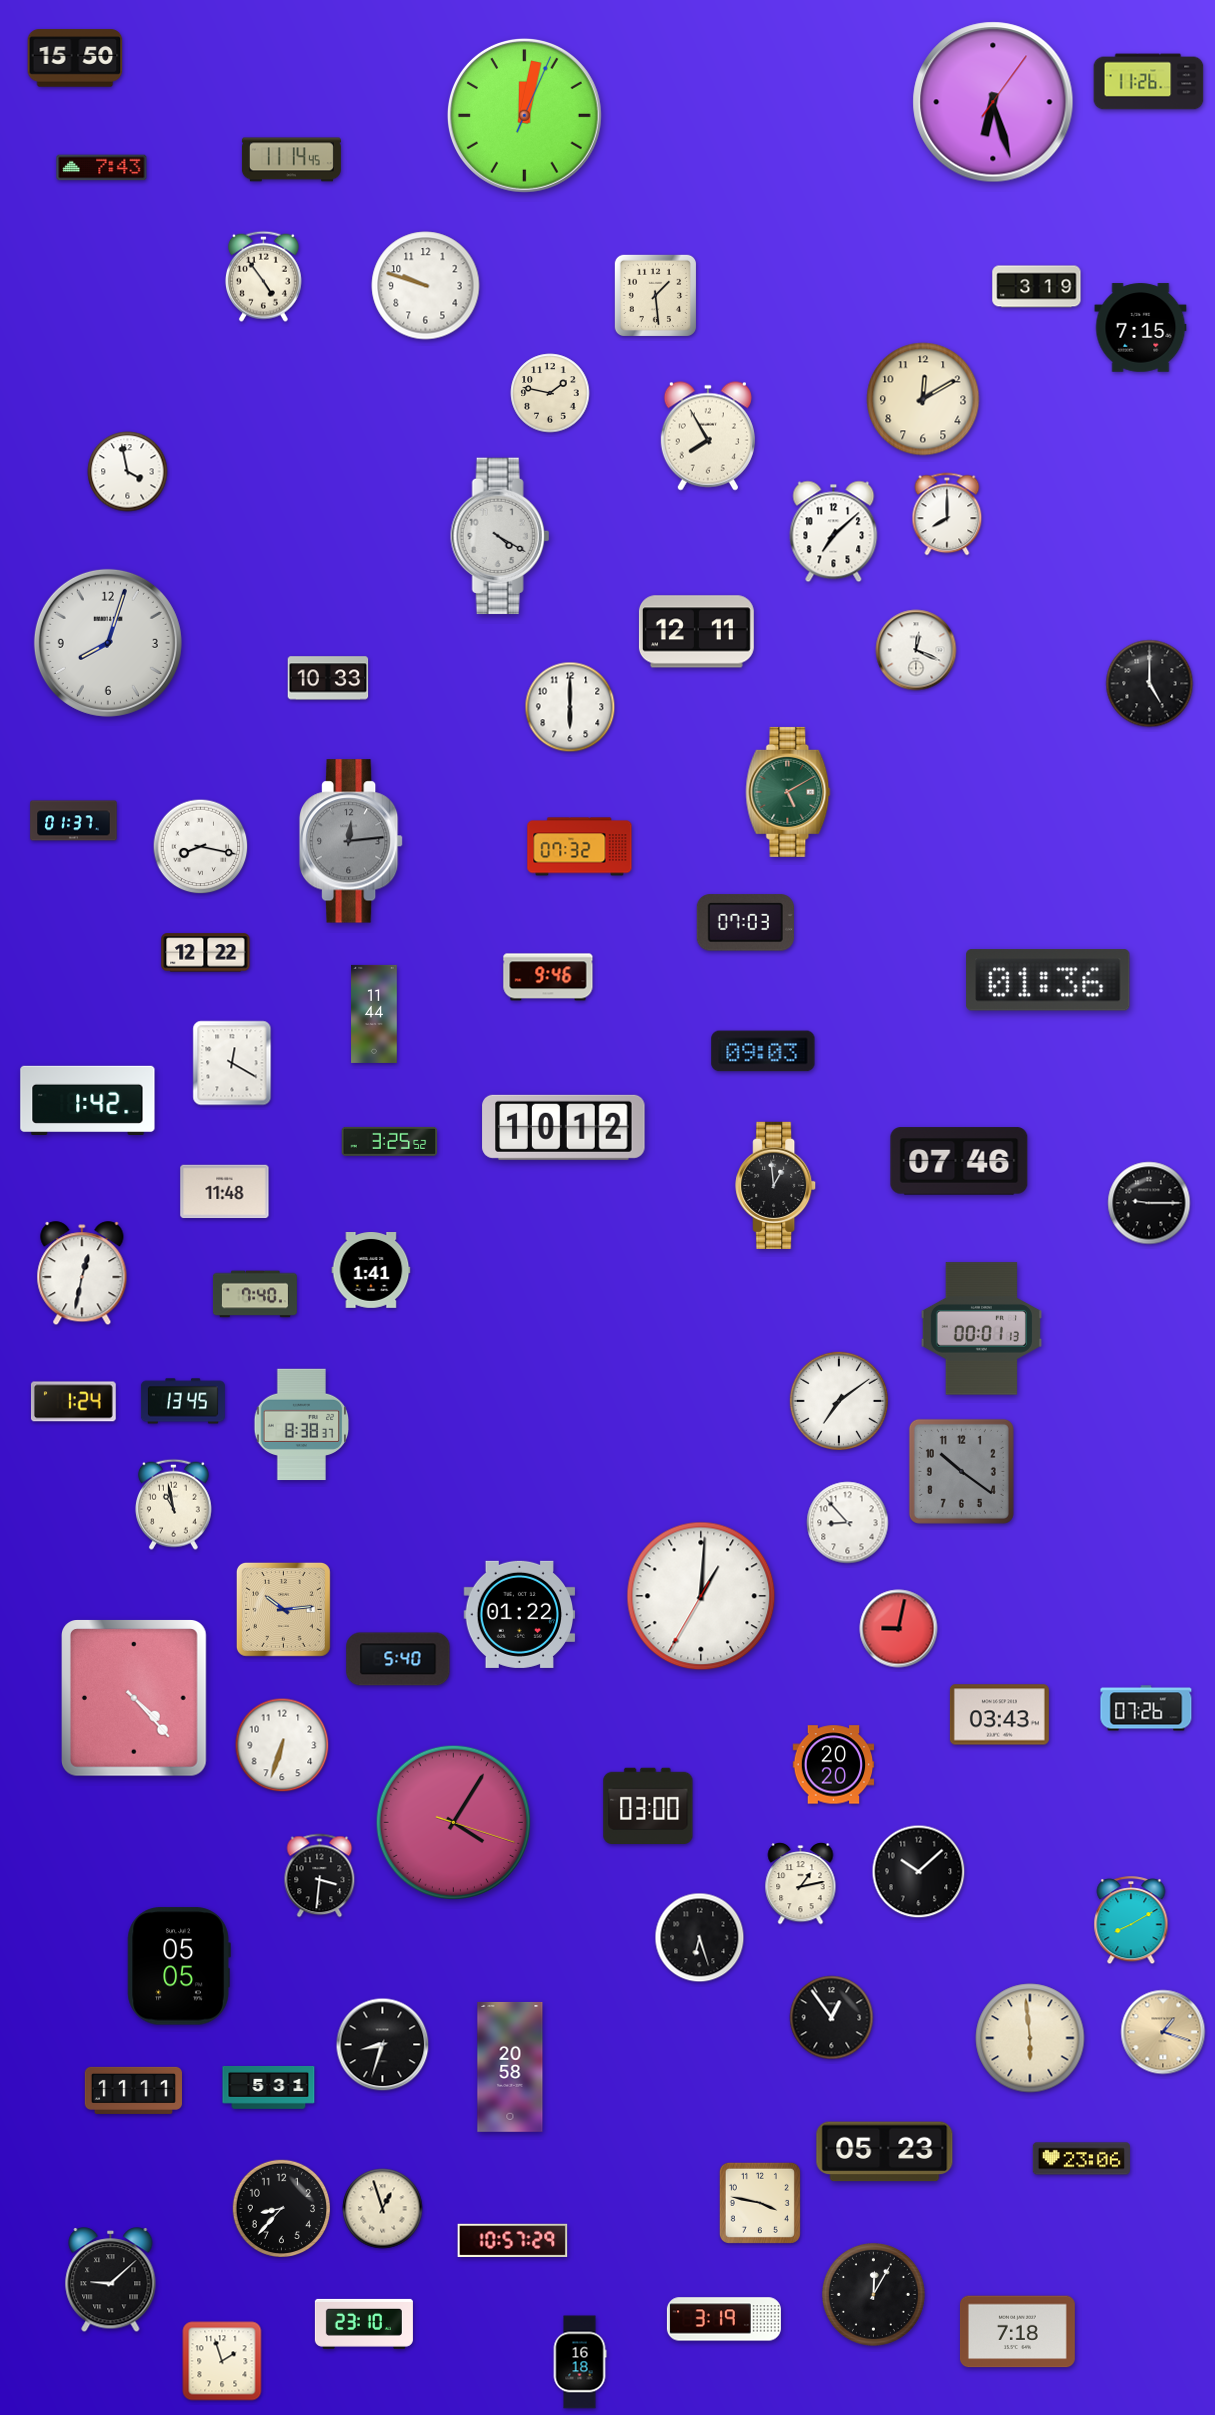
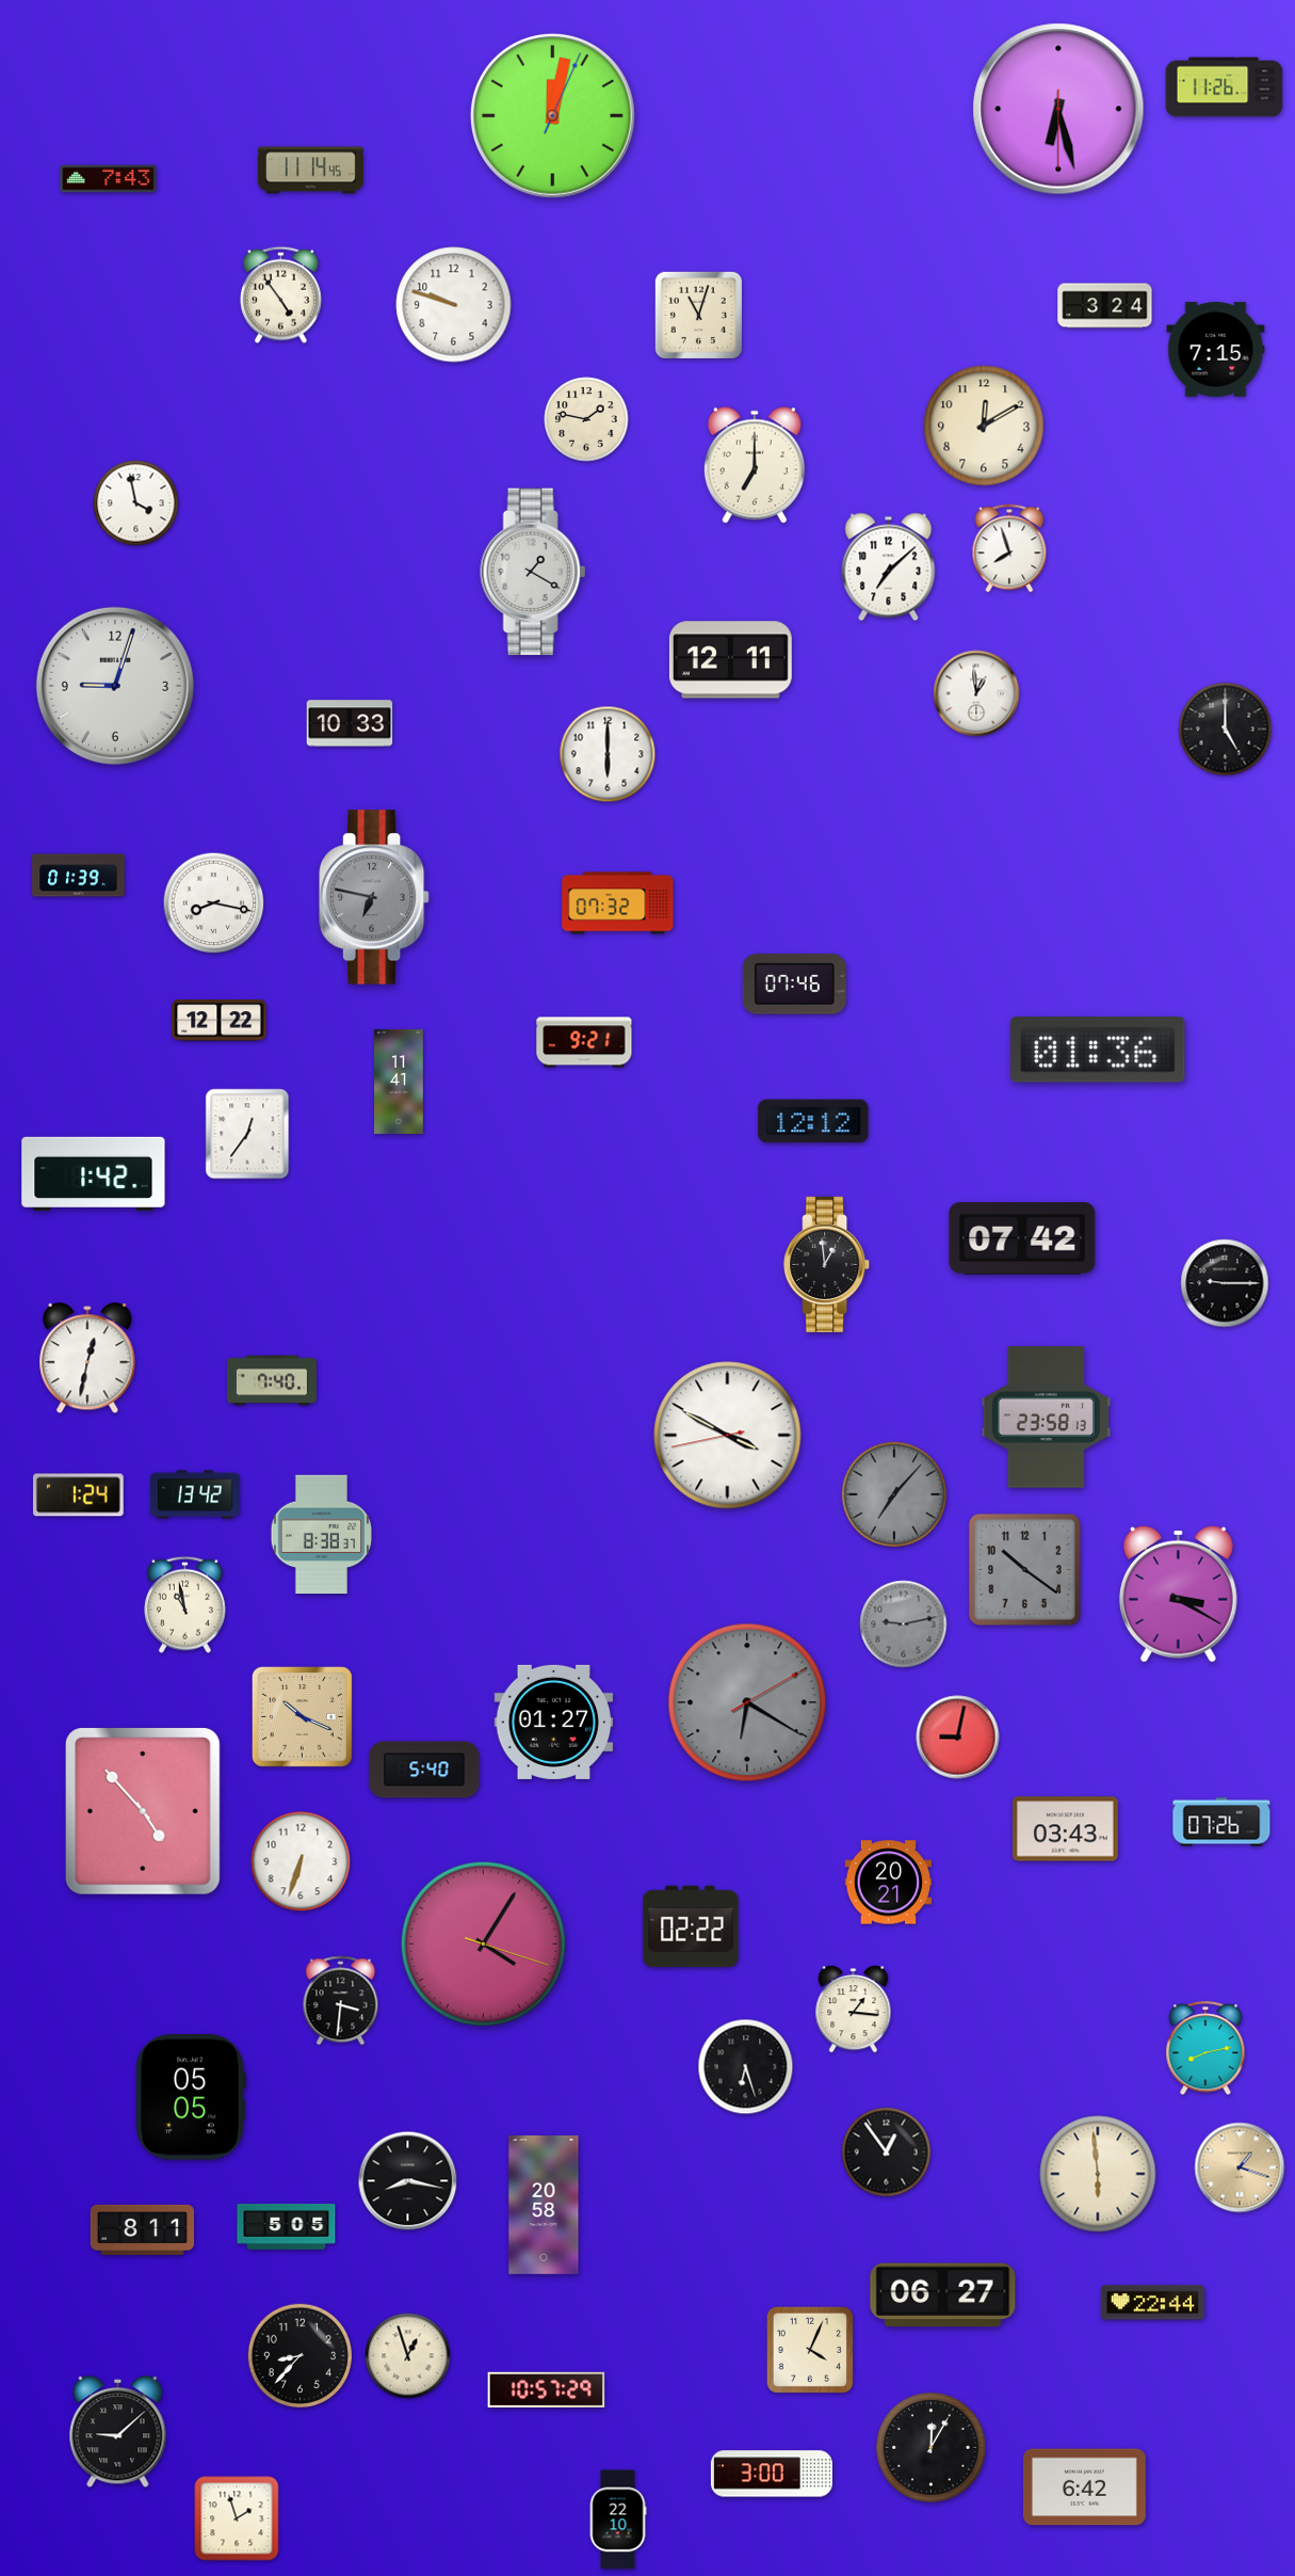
clock at (75, 58): 15:50 -> none
clock at (993, 102): 6:27:06 -> 6:27:30
clock at (524, 115) position: (524, 115) -> (552, 115)
clock at (1037, 287): 3:19 -> 3:24
clock at (655, 295): 1:29 -> 11:03
clock at (708, 436): 7:55 -> 7:00
clock at (947, 514): 8:00 -> 7:57
clock at (500, 536): 4:20 -> 1:20
clock at (696, 632) position: (696, 632) -> (730, 660)
clock at (108, 643): 8:03 -> 9:03
clock at (916, 650): 12:19 -> 12:59
clock at (788, 792): 5:10 -> none
clock at (74, 821): 01:37 -> 01:39
clock at (351, 841): 12:14 -> 6:47
clock at (745, 923): 07:03 -> 07:46
clock at (206, 953) position: (206, 953) -> (220, 1021)
clock at (548, 977): 9:46 -> 9:21
clock at (1048, 980) position: (1048, 980) -> (1098, 1050)
clock at (374, 1014): 11:44 -> 11:41
clock at (763, 1051): 09:03 -> 12:12
clock at (232, 1063): 12:20 -> 12:36
clock at (564, 1127): 10:12 -> none
clock at (390, 1141): 3:25 -> none
clock at (959, 1161): 07:46 -> 07:42
clock at (225, 1192): 11:48 -> none
clock at (371, 1271): 1:41 -> none
clock at (981, 1329): 00:01 -> 23:58
clock at (728, 1436): none -> 3:49
clock at (183, 1401): 13:45 -> 13:42
clock at (839, 1401): 7:09 -> 7:07
clock at (839, 1401) dial: white -> grey
clock at (302, 1425) position: (302, 1425) -> (322, 1535)
clock at (1178, 1594): none -> 3:20
clock at (848, 1523): 8:53 -> 9:13
clock at (848, 1523) dial: white -> grey
clock at (701, 1596): 1:00 -> 6:20
clock at (701, 1596) dial: white -> grey
clock at (283, 1609): 10:14 -> 10:19
clock at (520, 1614): 01:22 -> 01:27
clock at (135, 1699): 4:23 -> 4:53
clock at (834, 1765): 20:20 -> 20:21
clock at (648, 1805): 03:00 -> 02:22
clock at (919, 1872): 10:08 -> none
clock at (801, 1884): 1:13 -> 1:16
clock at (1131, 1921): 8:10 -> 8:13
clock at (383, 2045): 8:33 -> 8:17
clock at (269, 2087): 5:31 -> 5:05
clock at (133, 2090): 11:11 -> 8:11
clock at (885, 2152): 05:23 -> 06:27
clock at (1081, 2159): 23:06 -> 22:44
clock at (760, 2203): 3:47 -> 4:04
clock at (724, 2319): 3:19 -> 3:00
clock at (364, 2324): 23:10 -> none
clock at (1017, 2332): 7:18 -> 6:42
clock at (580, 2362): 16:18 -> 22:10
